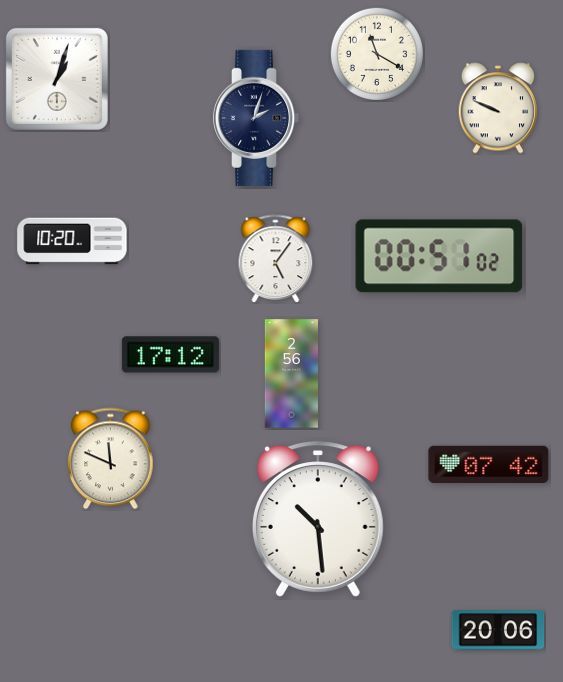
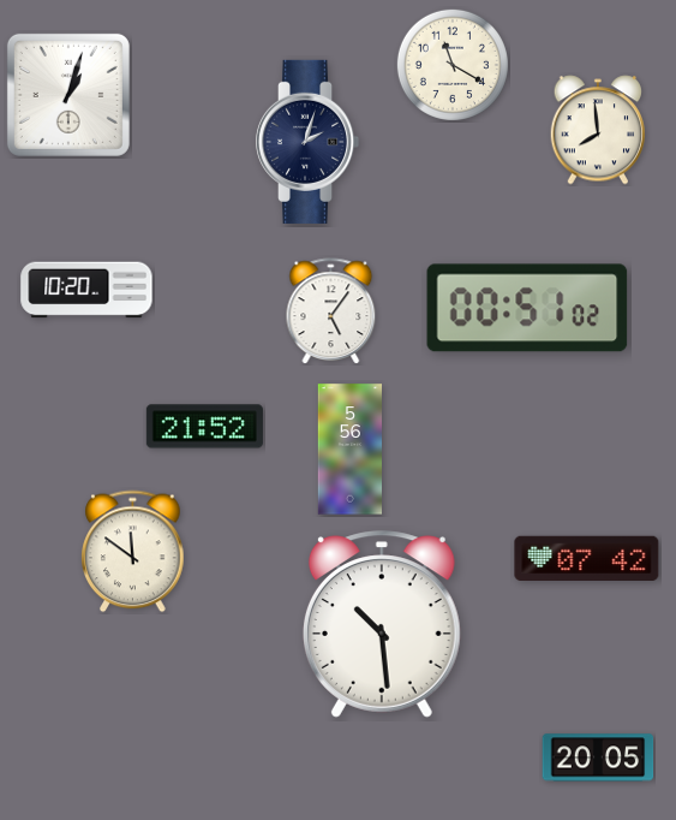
clock at (498, 108): 9:49 -> 7:59
clock at (170, 355): 17:12 -> 21:52
clock at (291, 374): 2:56 -> 5:56
clock at (111, 459): 11:49 -> 11:51
clock at (498, 630): 20:06 -> 20:05
